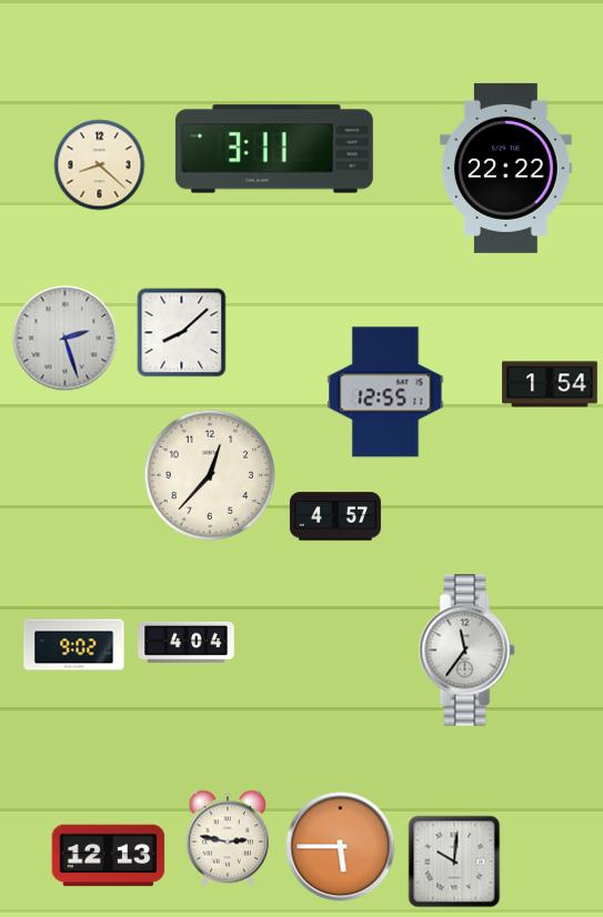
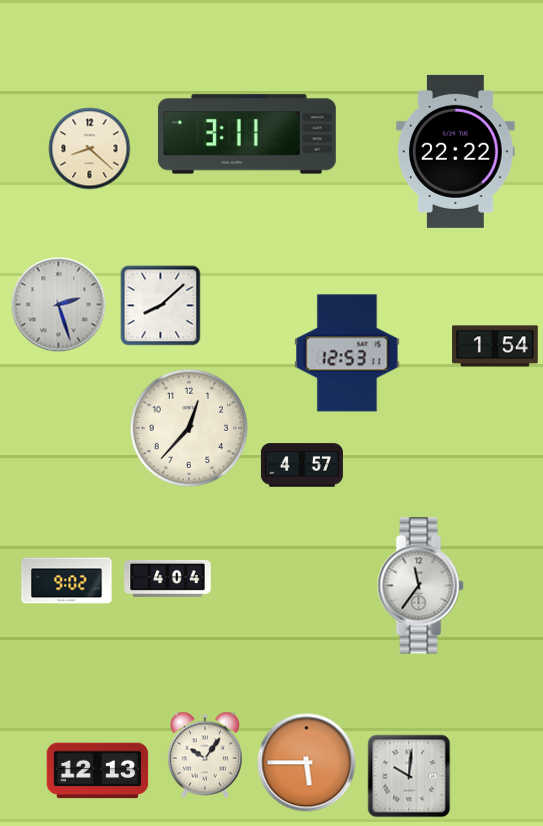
clock at (182, 333) position: (182, 333) -> (161, 306)
clock at (385, 392): 12:55 -> 12:53
clock at (228, 838): 2:47 -> 10:06
